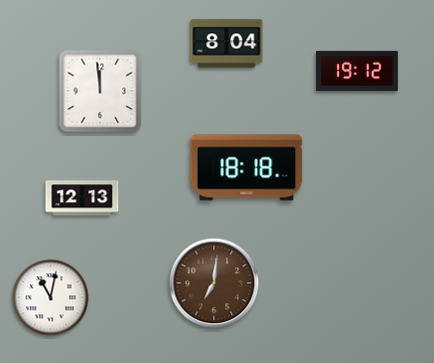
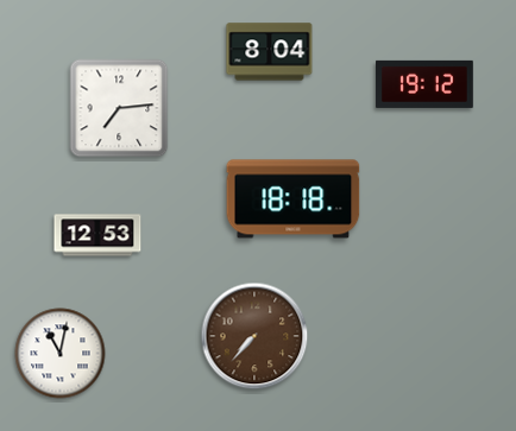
clock at (100, 91): 11:59 -> 7:14
clock at (82, 198): 12:13 -> 12:53
clock at (214, 283): 7:01 -> 7:37
